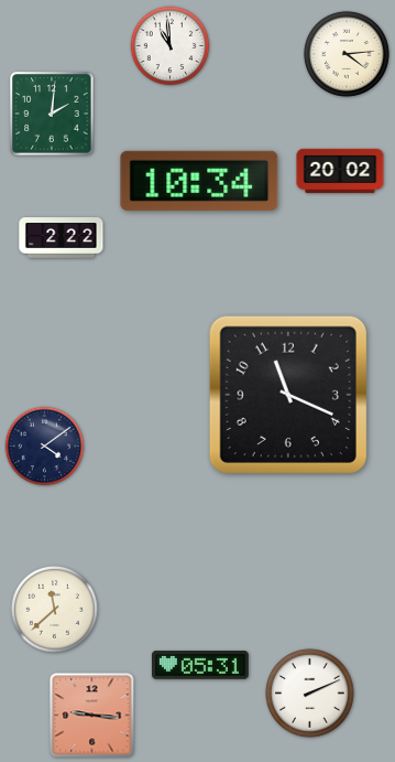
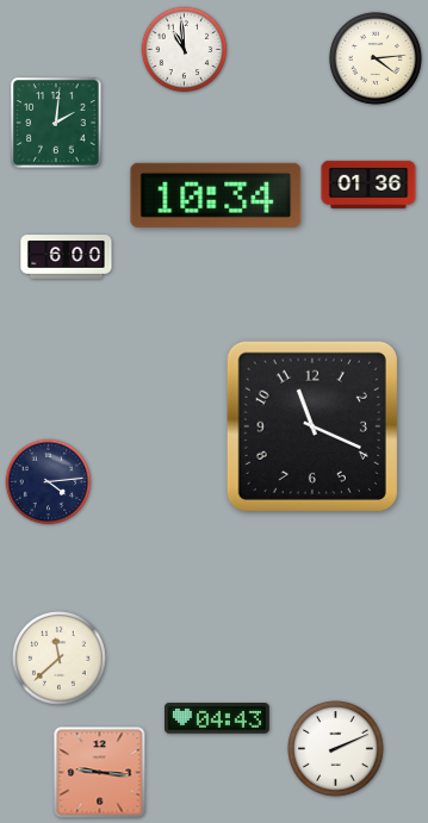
clock at (340, 171): 20:02 -> 01:36
clock at (62, 238): 2:22 -> 6:00
clock at (45, 447): 4:09 -> 4:14
clock at (201, 665): 05:31 -> 04:43
